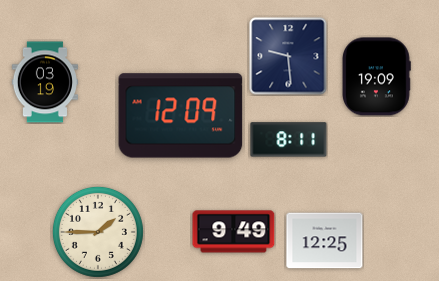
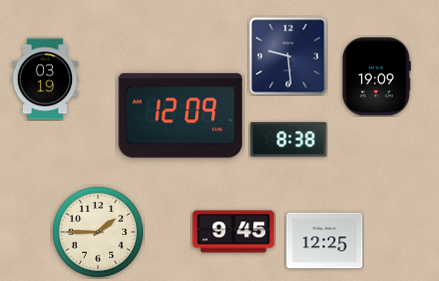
clock at (44, 82) position: (44, 82) -> (44, 79)
clock at (289, 140): 8:11 -> 8:38
clock at (234, 232): 9:49 -> 9:45
